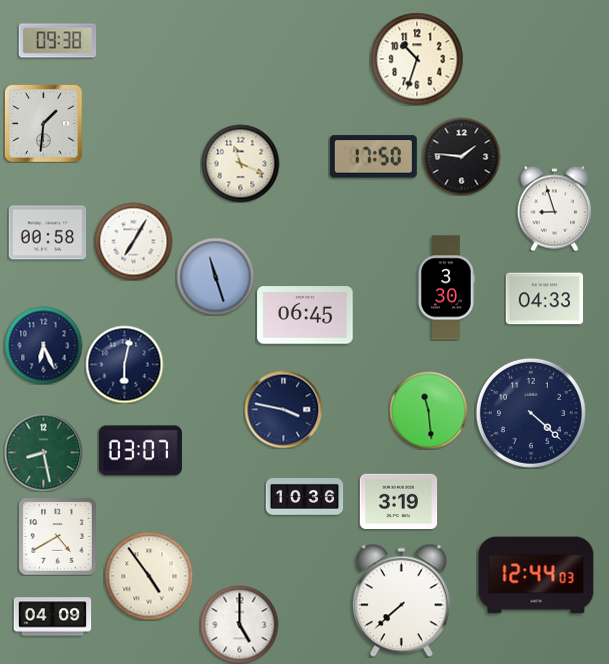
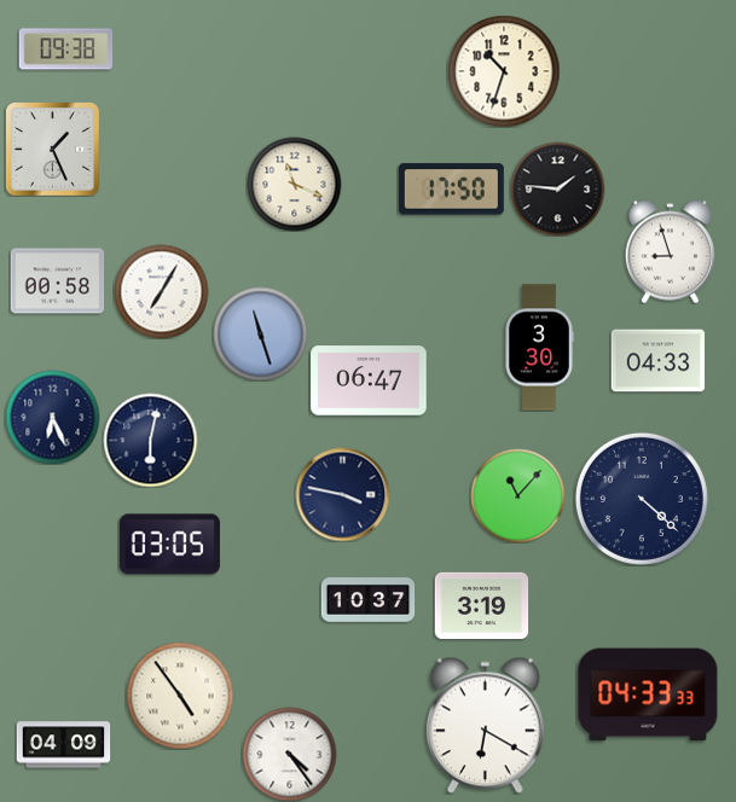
clock at (57, 41) position: (57, 41) -> (65, 50)
clock at (43, 123): 1:31 -> 1:26
clock at (240, 163) position: (240, 163) -> (294, 184)
clock at (305, 315): 06:45 -> 06:47
clock at (428, 410): 11:29 -> 11:07
clock at (140, 451): 03:07 -> 03:05
clock at (43, 452): 8:28 -> none
clock at (304, 497): 10:36 -> 10:37
clock at (57, 536): 4:40 -> none
clock at (536, 575): 12:44 -> 04:33
clock at (401, 600): 7:38 -> 6:20
clock at (239, 624): 5:00 -> 4:24
